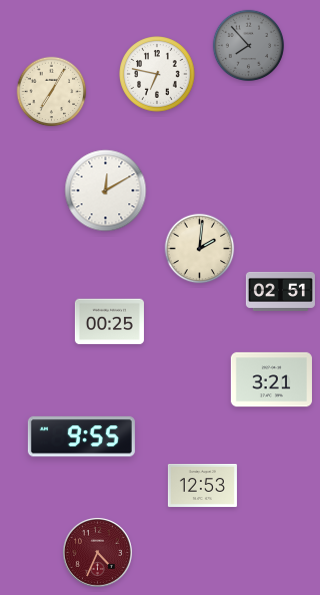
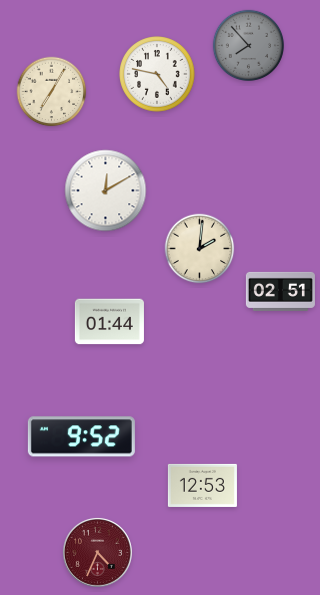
clock at (157, 74): 6:47 -> 4:47
clock at (109, 322): 00:25 -> 01:44
clock at (271, 380): 3:21 -> none
clock at (81, 437): 9:55 -> 9:52
